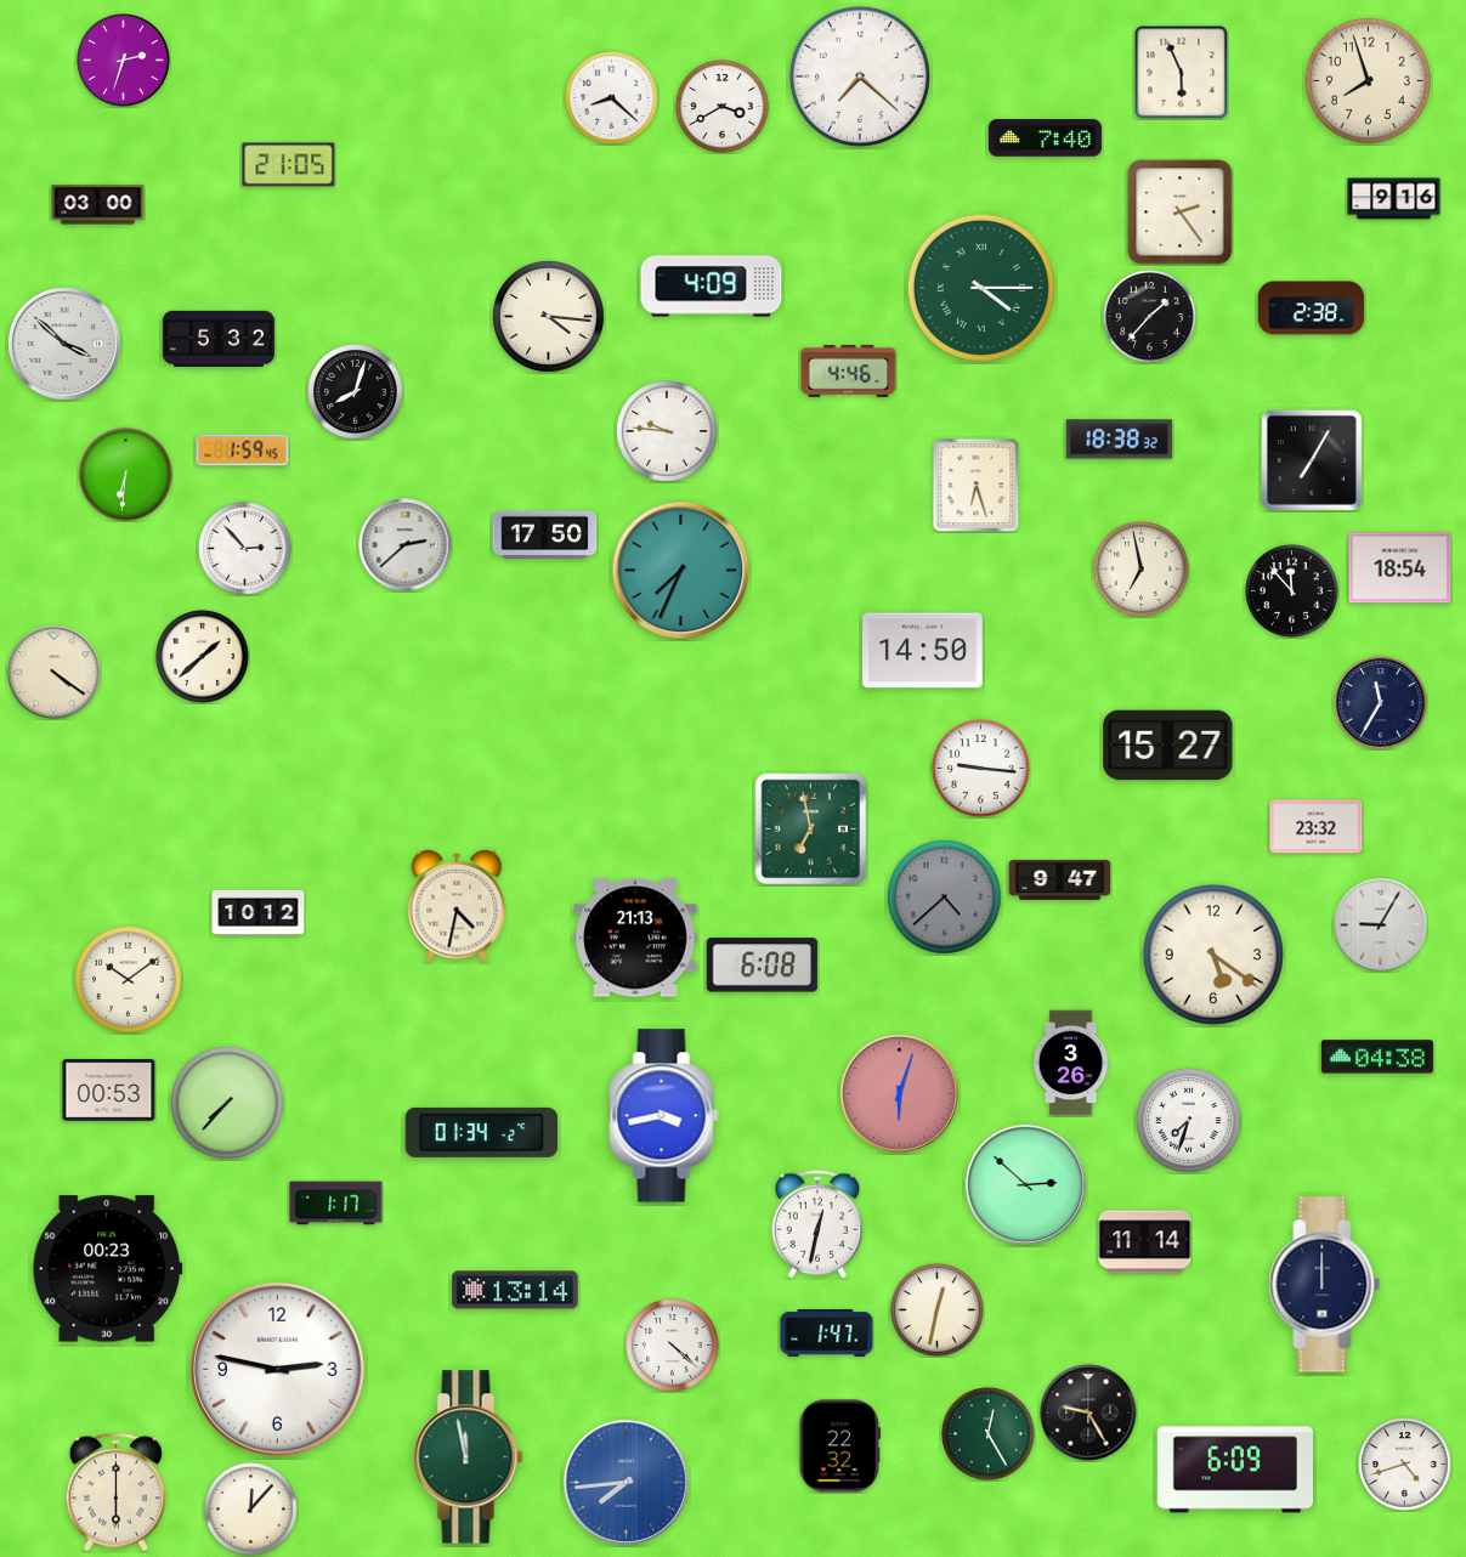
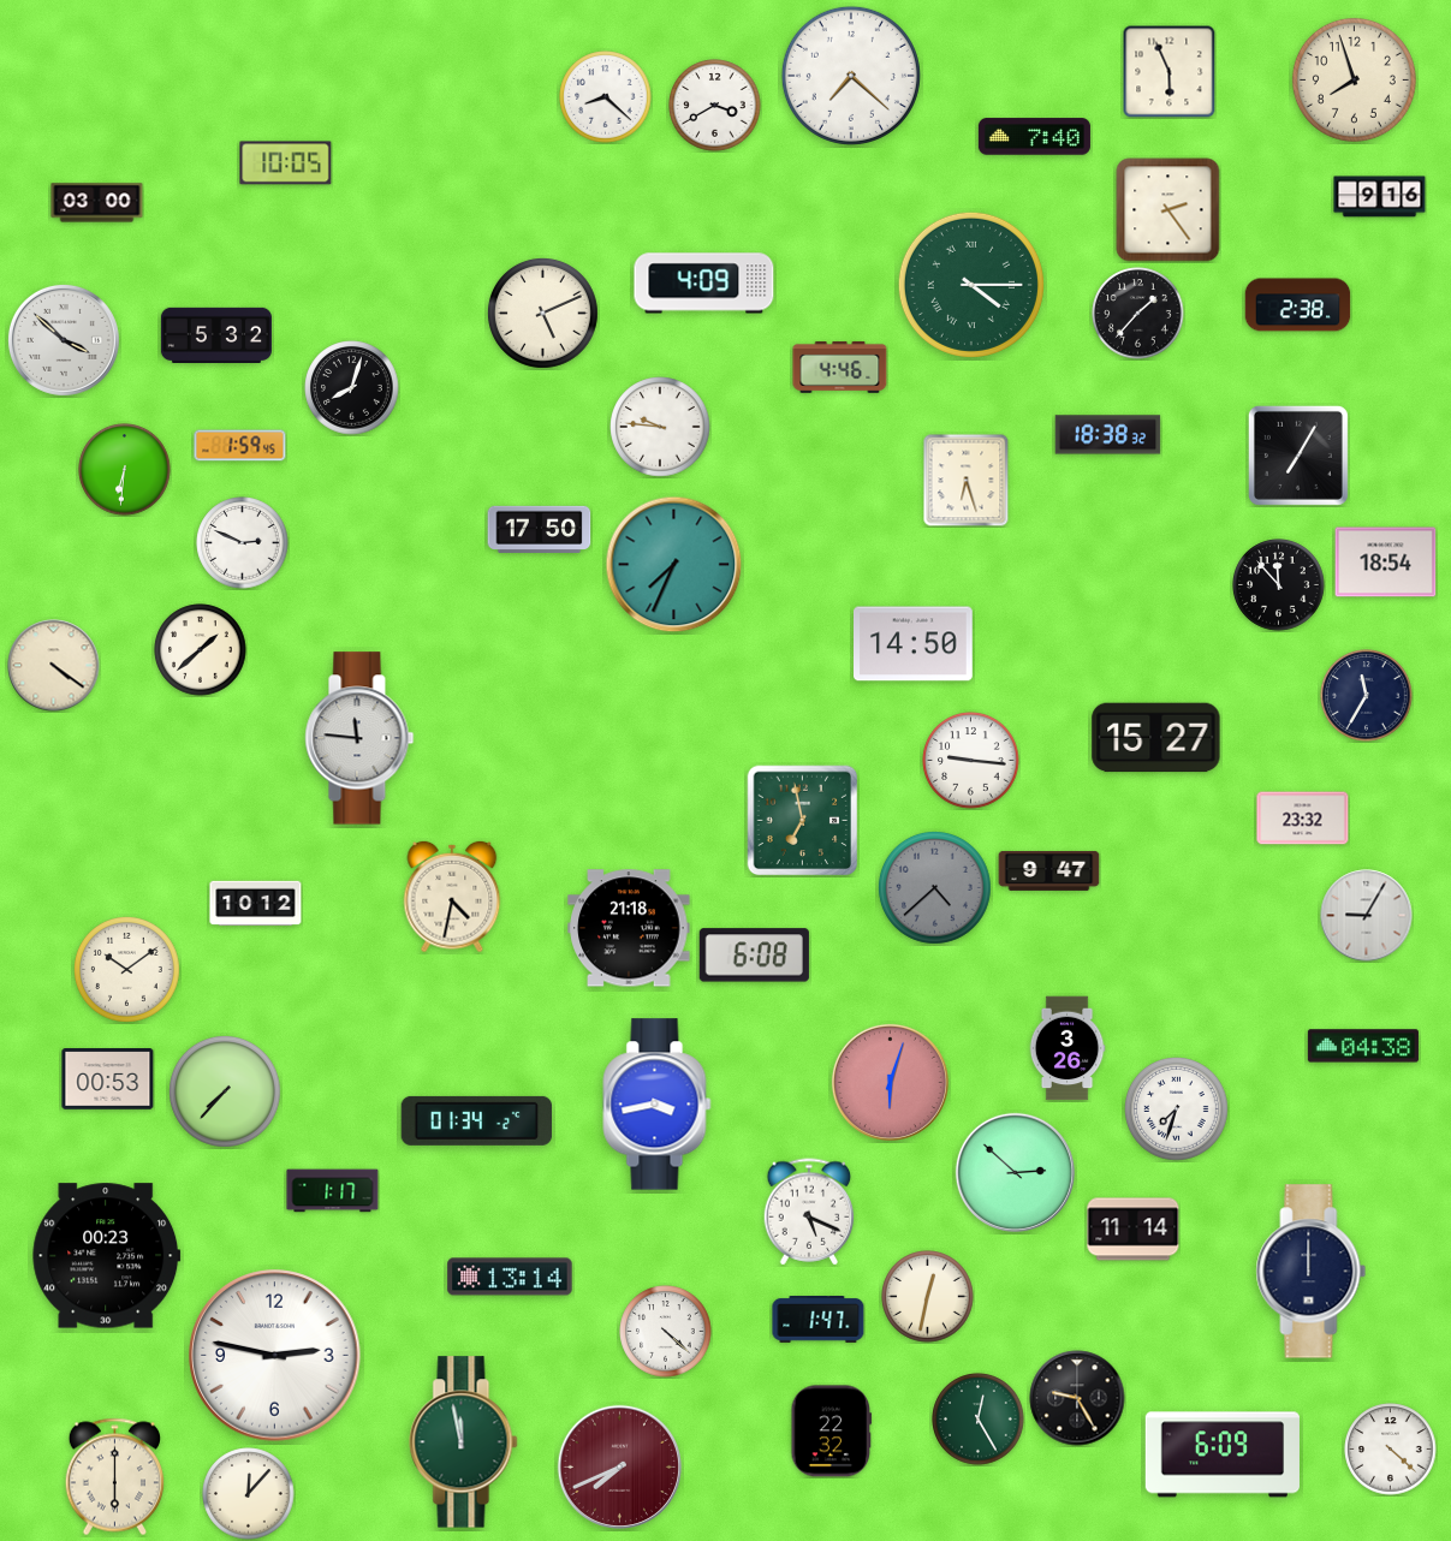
clock at (124, 61): 2:33 -> none
clock at (289, 165): 21:05 -> 10:05
clock at (549, 317): 4:16 -> 5:11
clock at (406, 545): 2:38 -> none
clock at (245, 549): 2:53 -> 2:49
clock at (1142, 570): 6:58 -> none
clock at (359, 738): none -> 11:46
clock at (635, 938): 21:13 -> 21:18
clock at (1213, 955): 5:21 -> none
clock at (1071, 1063) position: (1071, 1063) -> (1068, 1048)
clock at (817, 1224): 12:32 -> 5:19
clock at (1405, 1465): 4:42 -> 4:22
clock at (626, 1482): 7:44 -> 7:41
clock at (626, 1482) dial: blue -> burgundy
